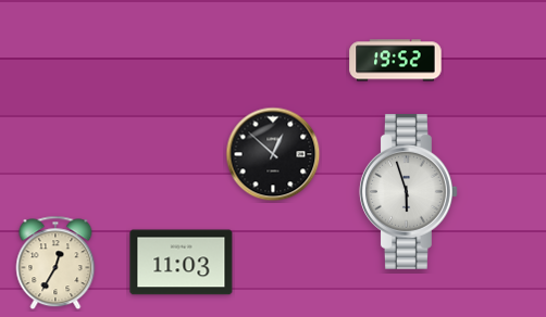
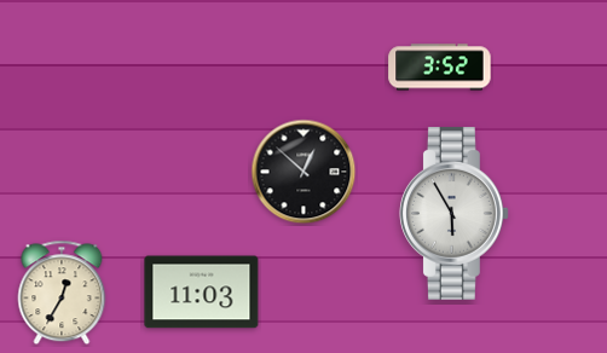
clock at (396, 61): 19:52 -> 3:52
clock at (408, 191): 5:57 -> 5:55
